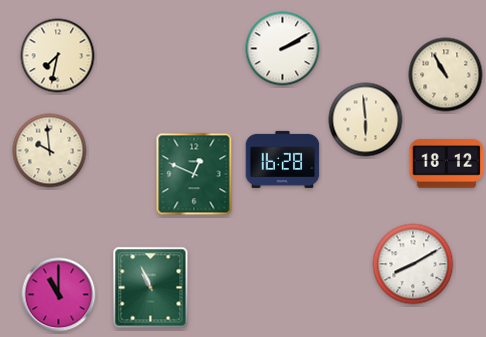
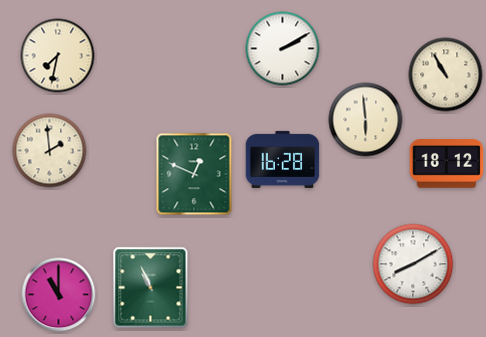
clock at (50, 151): 9:59 -> 1:59
